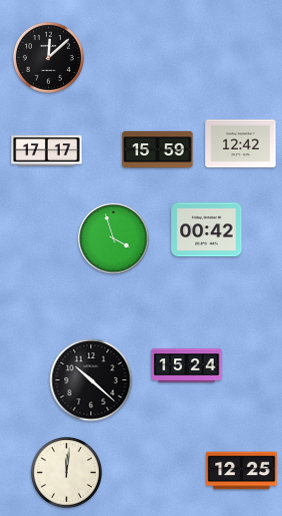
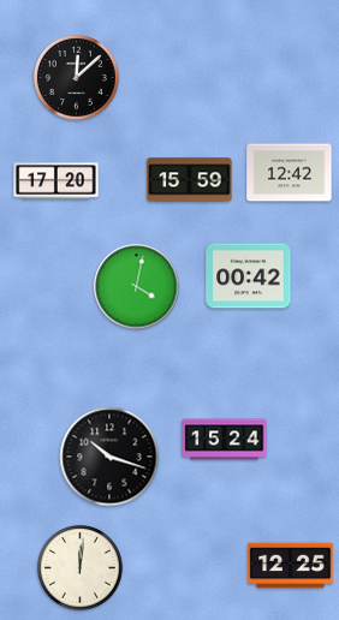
clock at (48, 57) position: (48, 57) -> (76, 77)
clock at (47, 151): 17:17 -> 17:20
clock at (114, 239): 3:57 -> 4:02
clock at (91, 380): 10:22 -> 10:18
